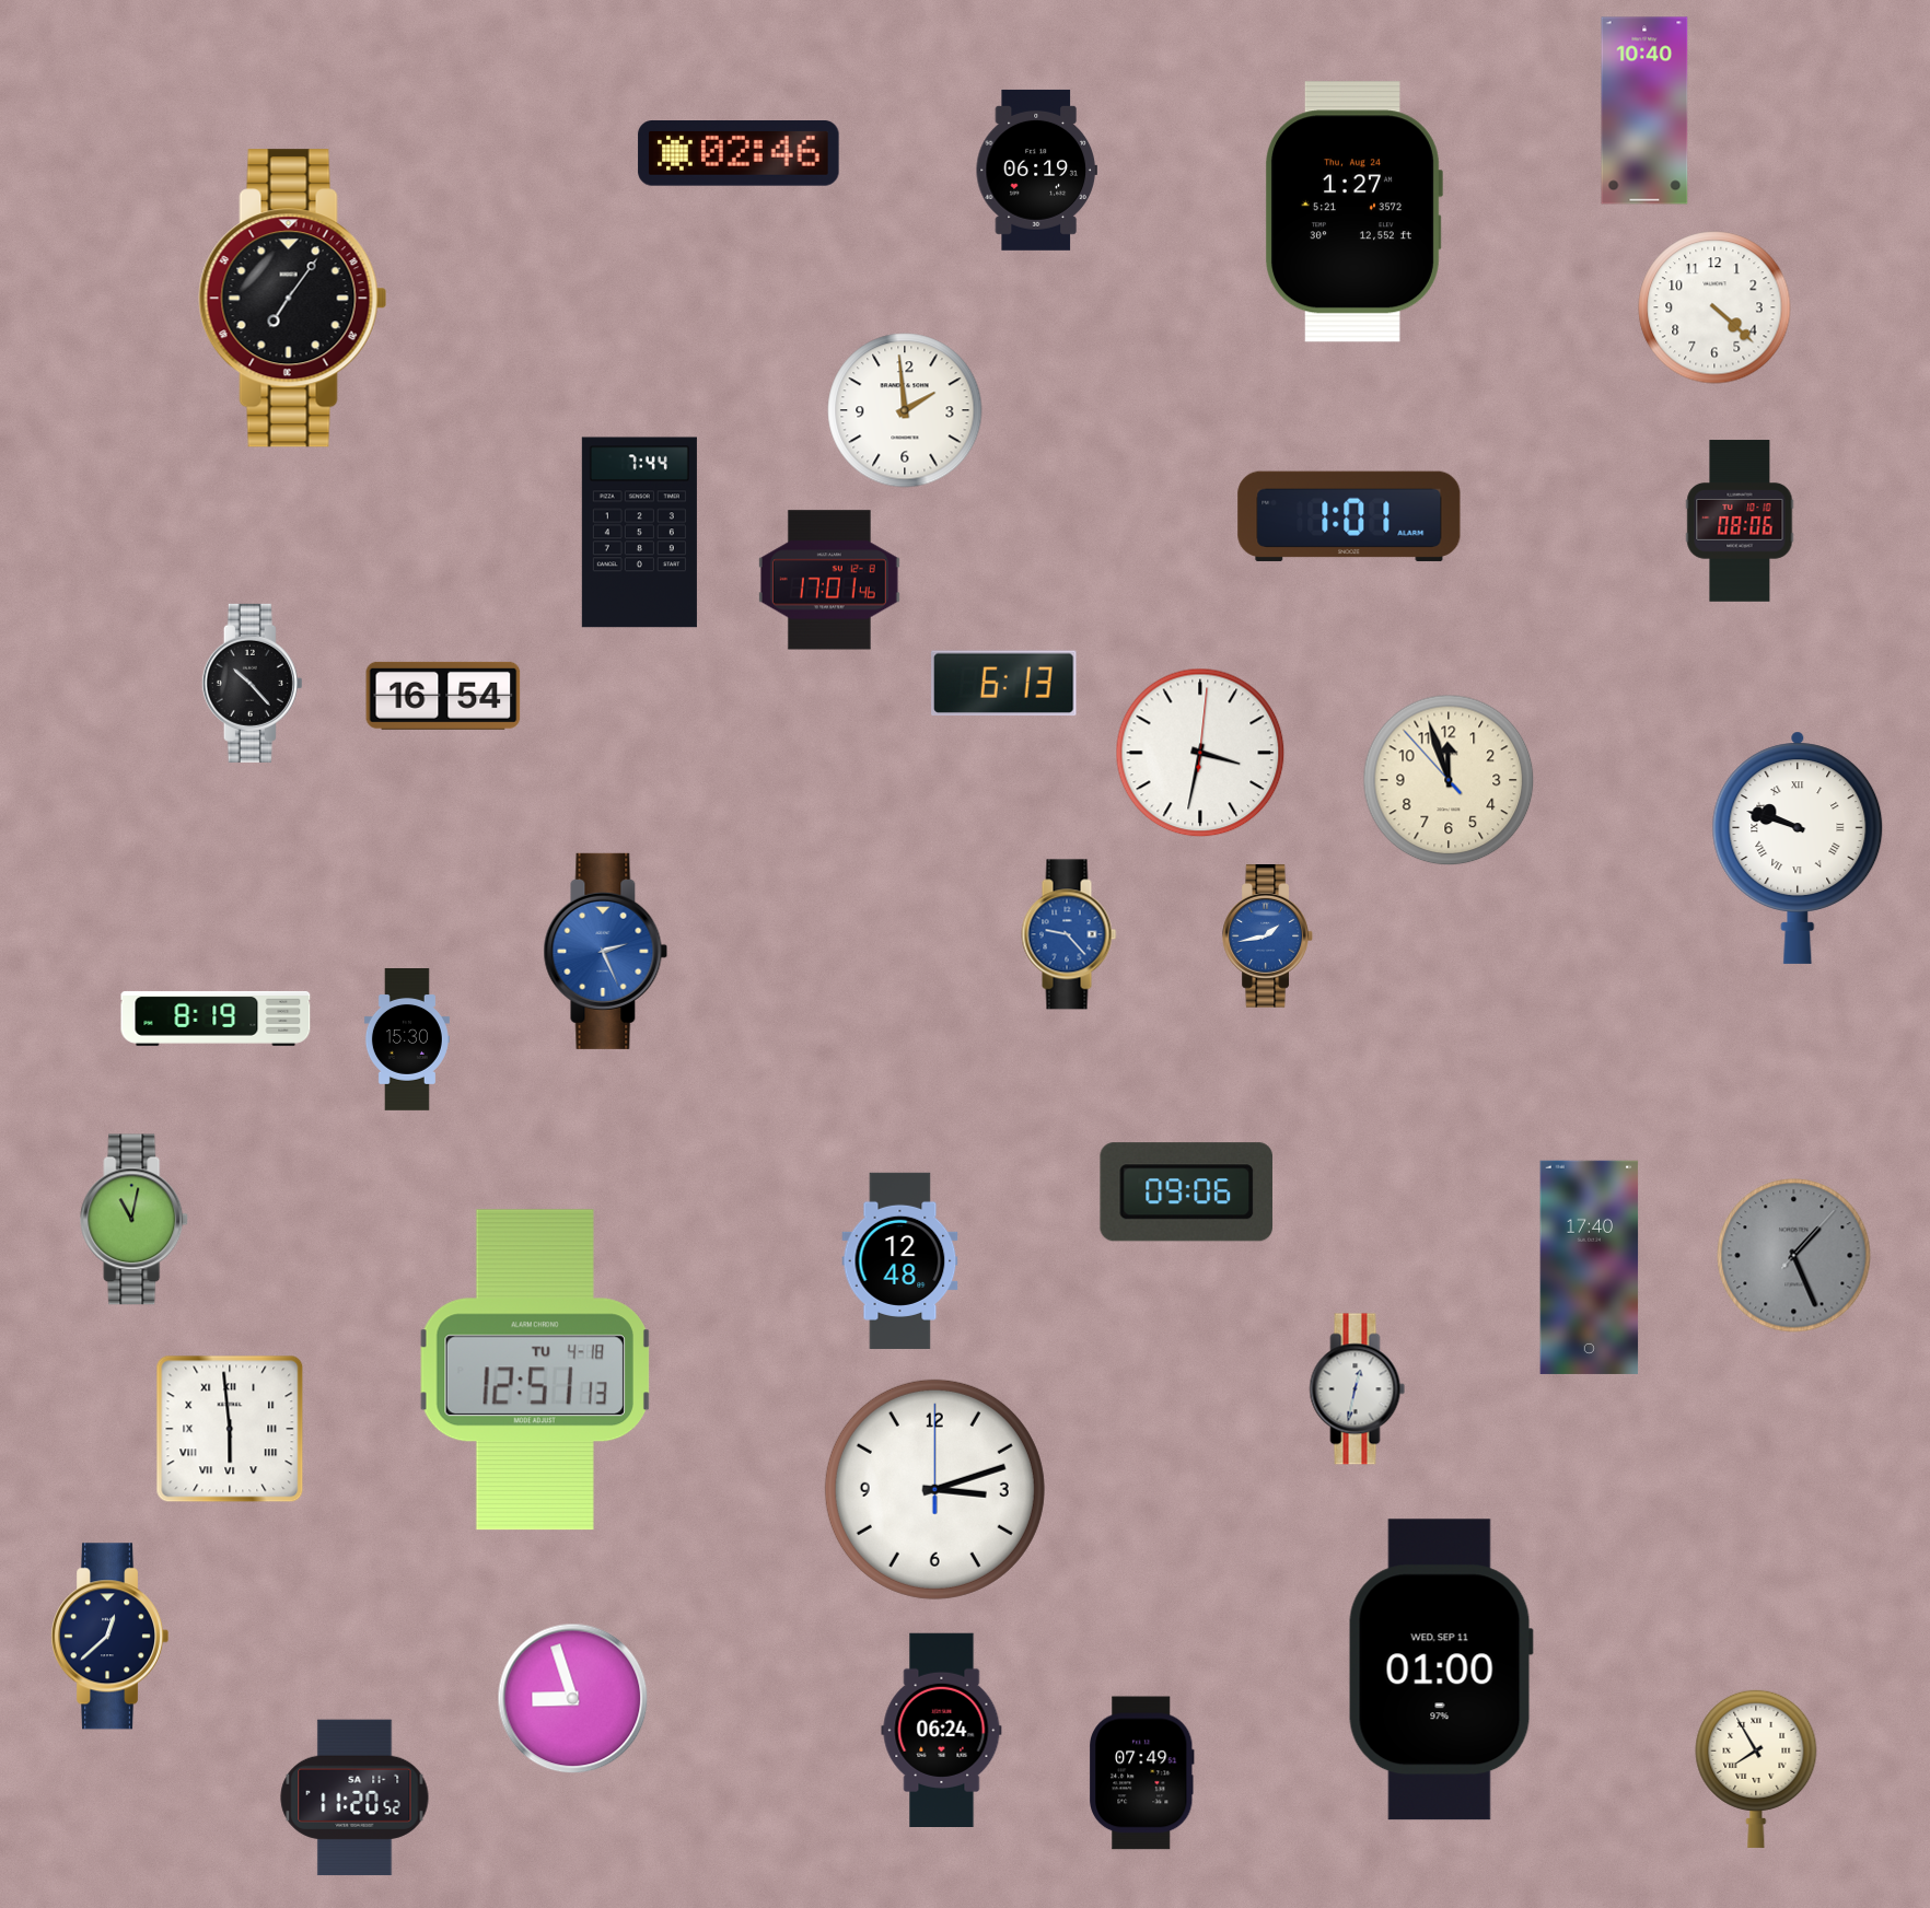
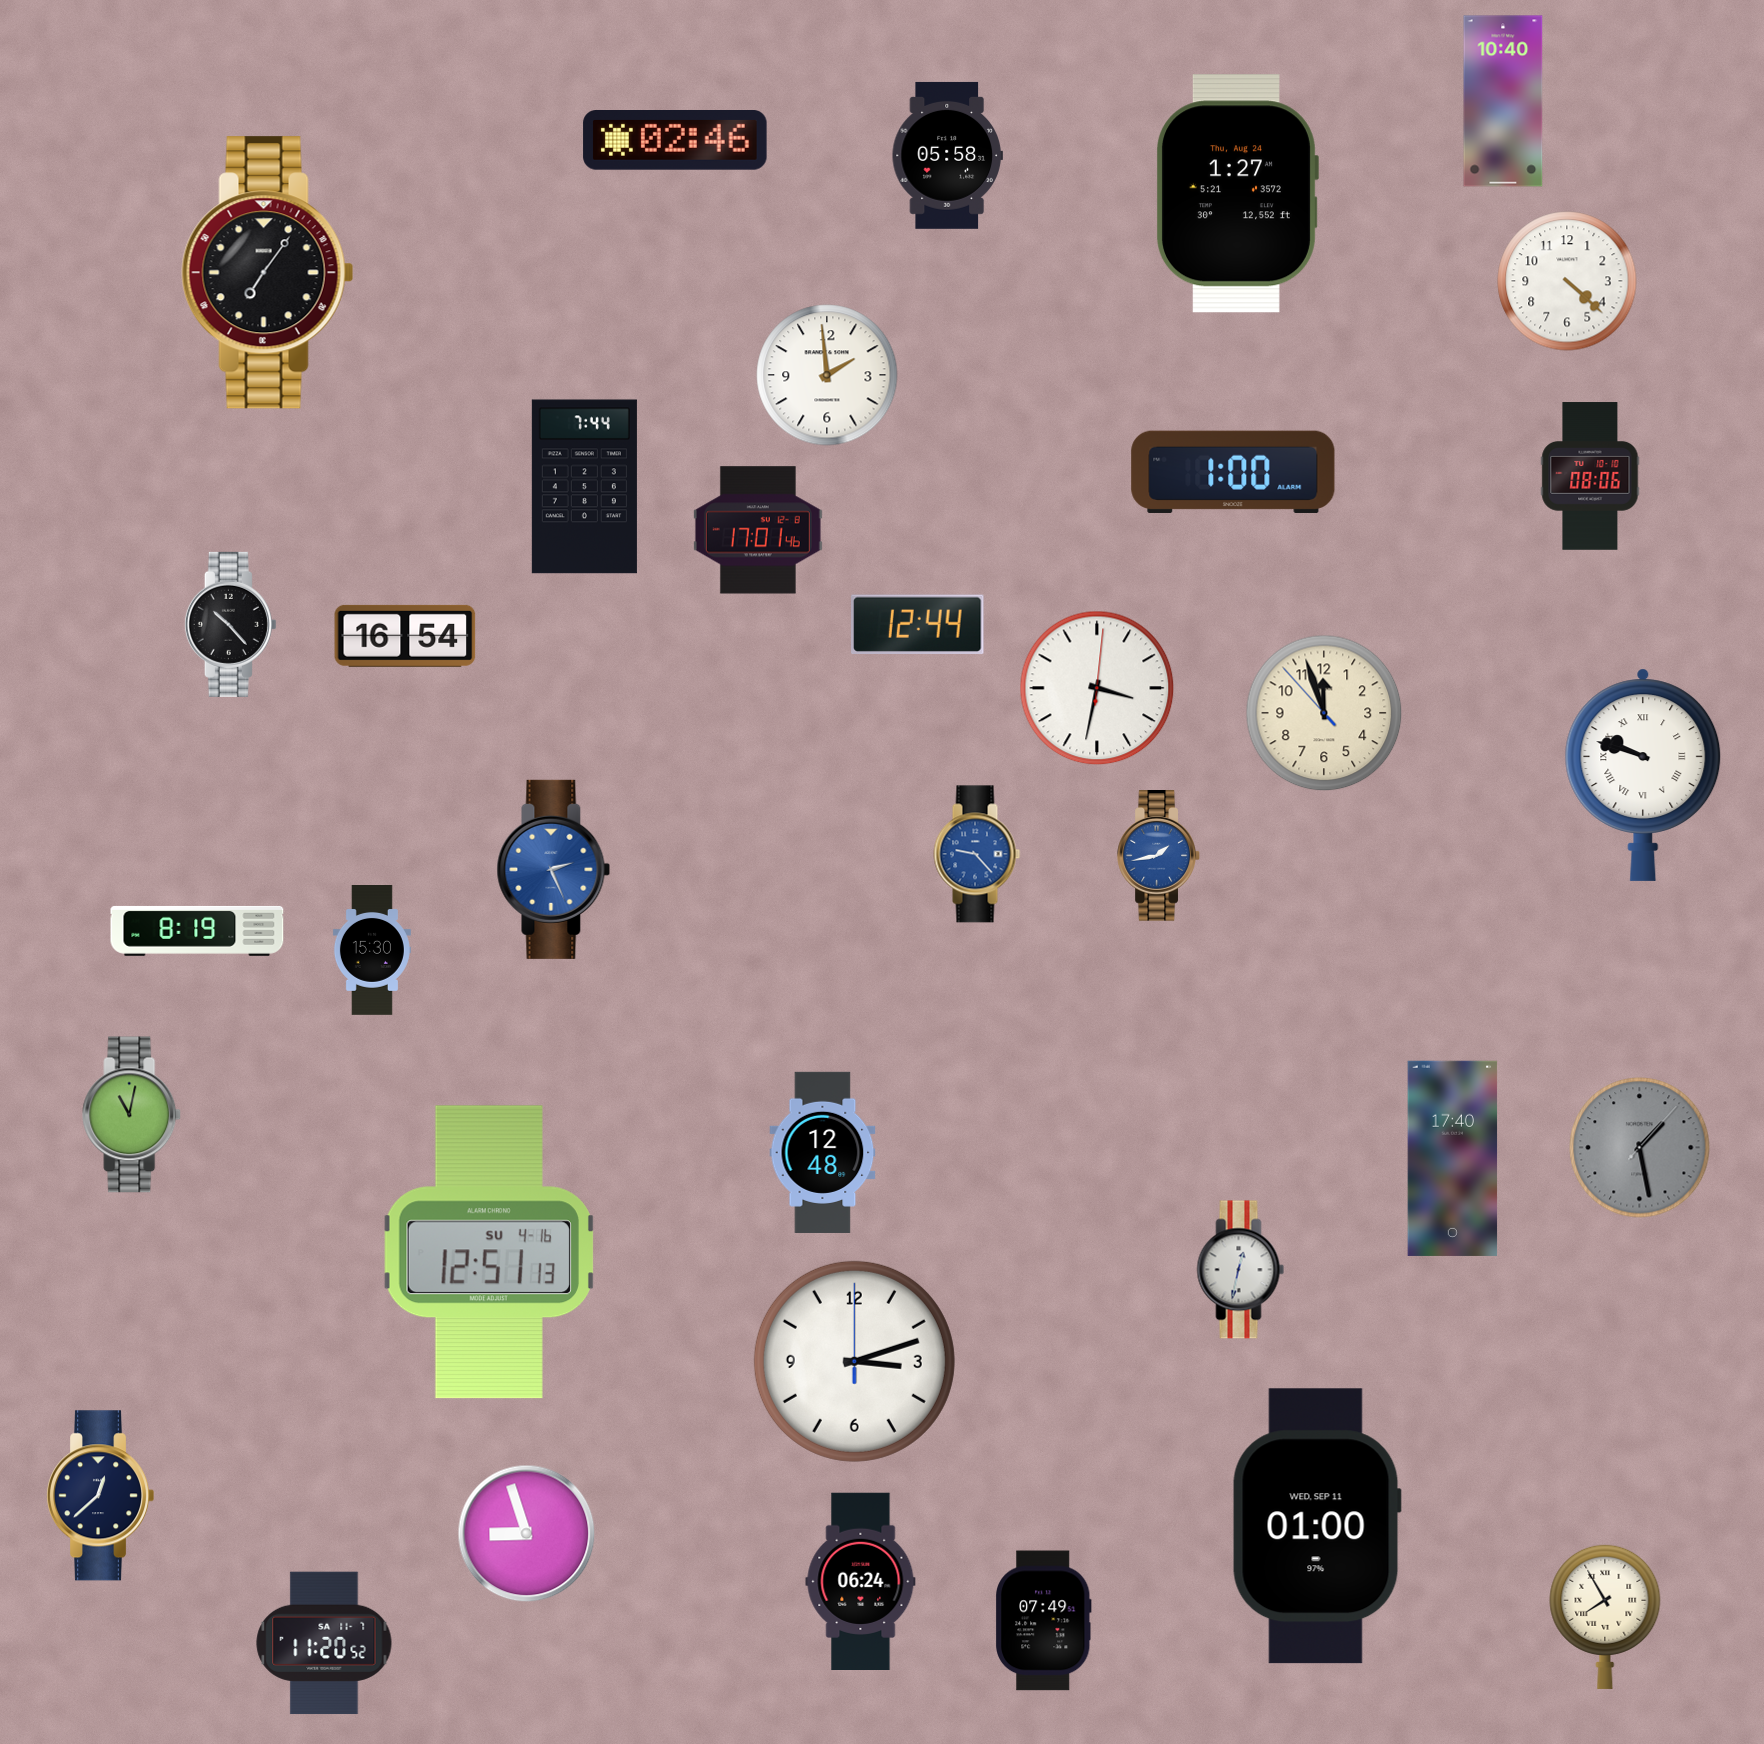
clock at (1036, 170): 06:19 -> 05:58
clock at (1349, 516): 1:01 -> 1:00
clock at (1004, 683): 6:13 -> 12:44
clock at (1186, 1192): 09:06 -> none
clock at (135, 1220) position: (135, 1220) -> (132, 1115)
clock at (1794, 1256): 1:26 -> 1:28
clock at (535, 1370) date: TU 4-18 -> SU 4-16
clock at (230, 1429): 5:59 -> none
clock at (573, 1699) position: (573, 1699) -> (527, 1534)
